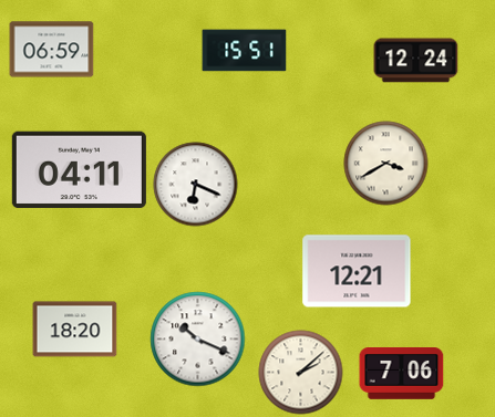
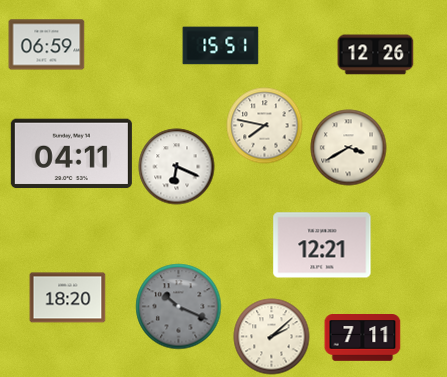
clock at (416, 61): 12:24 -> 12:26
clock at (265, 126): none -> 7:47
clock at (198, 340) dial: white -> grey
clock at (402, 374): 7:06 -> 7:11
